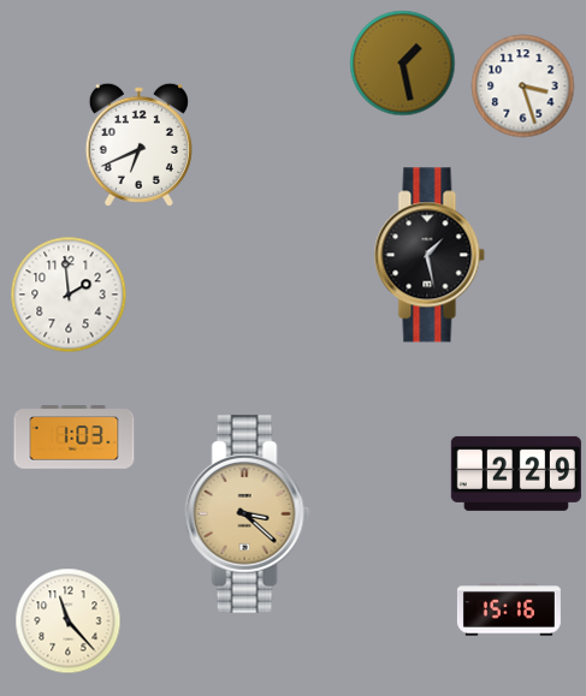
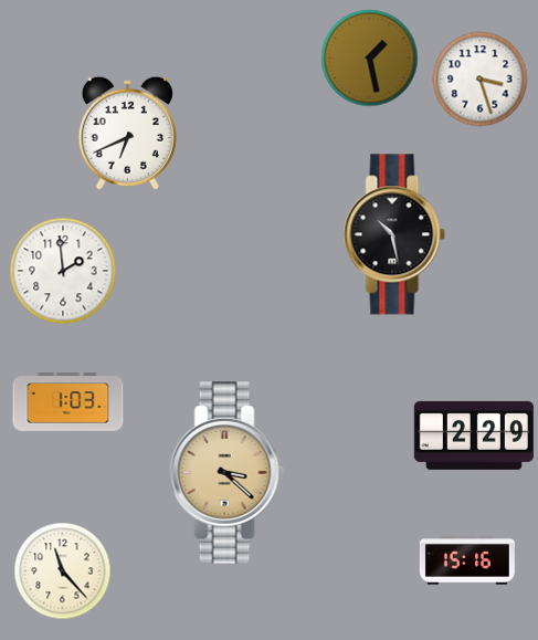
clock at (430, 255): 1:28 -> 10:28
